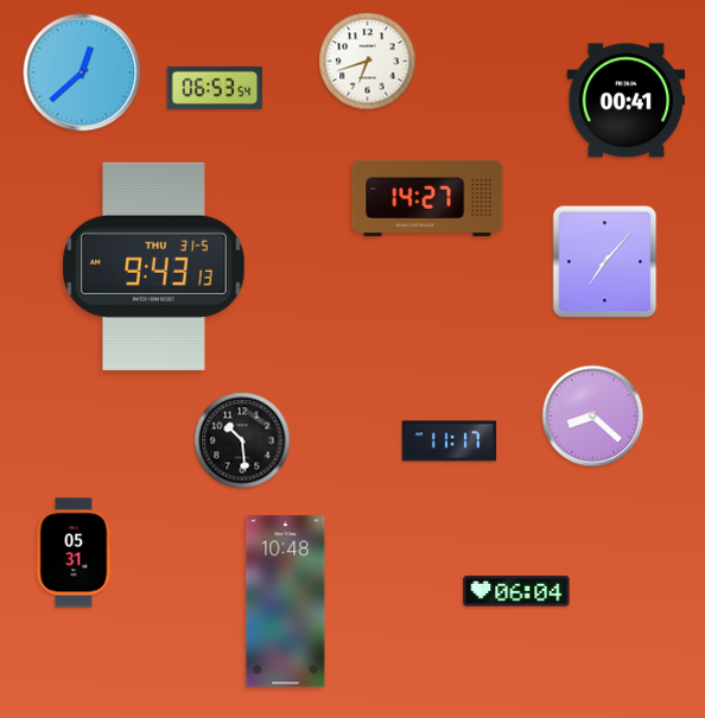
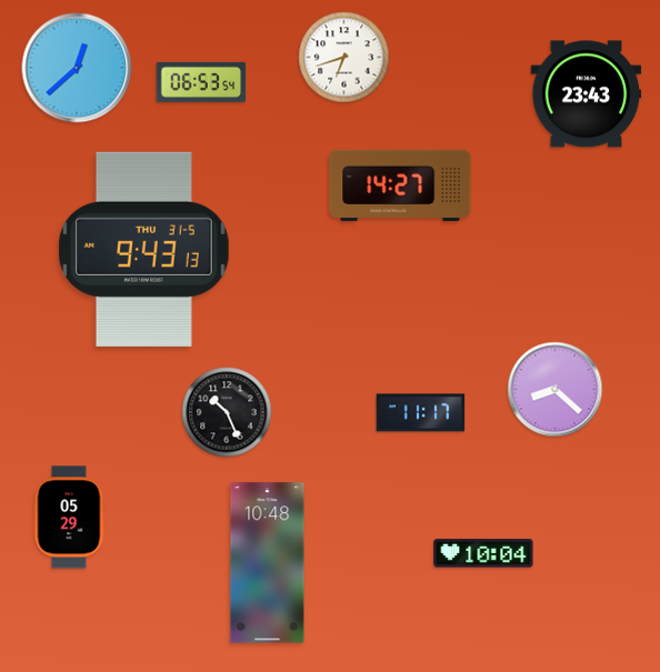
clock at (627, 101): 00:41 -> 23:43
clock at (605, 262): 7:07 -> none
clock at (242, 440): 10:29 -> 10:26
clock at (74, 553): 05:31 -> 05:29
clock at (516, 591): 06:04 -> 10:04
